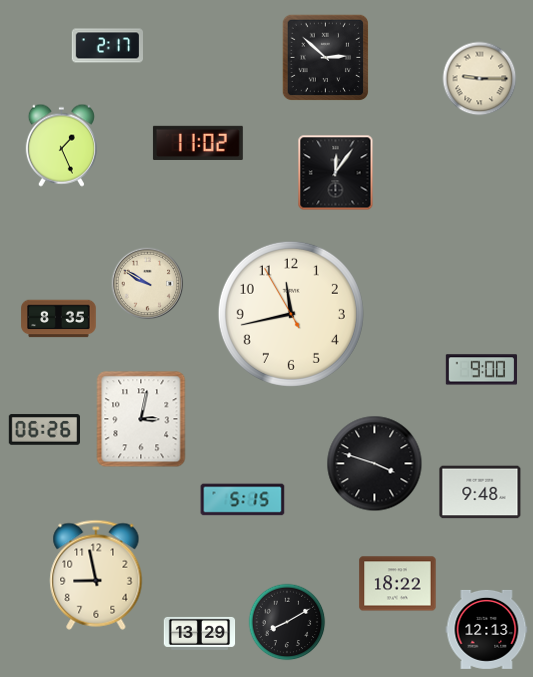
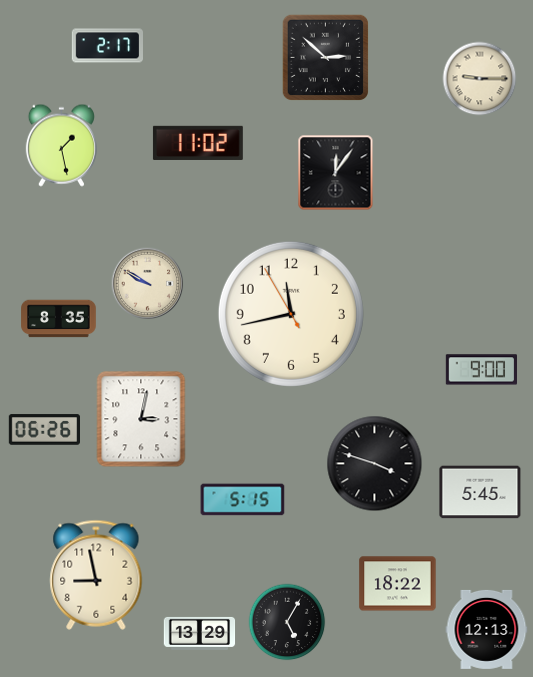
clock at (61, 145): 1:26 -> 1:28
clock at (480, 492): 9:48 -> 5:45
clock at (287, 622): 8:10 -> 5:05
